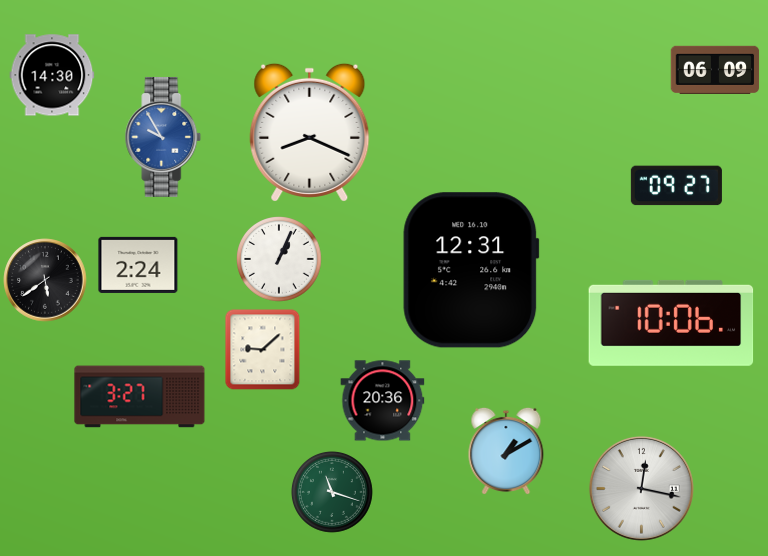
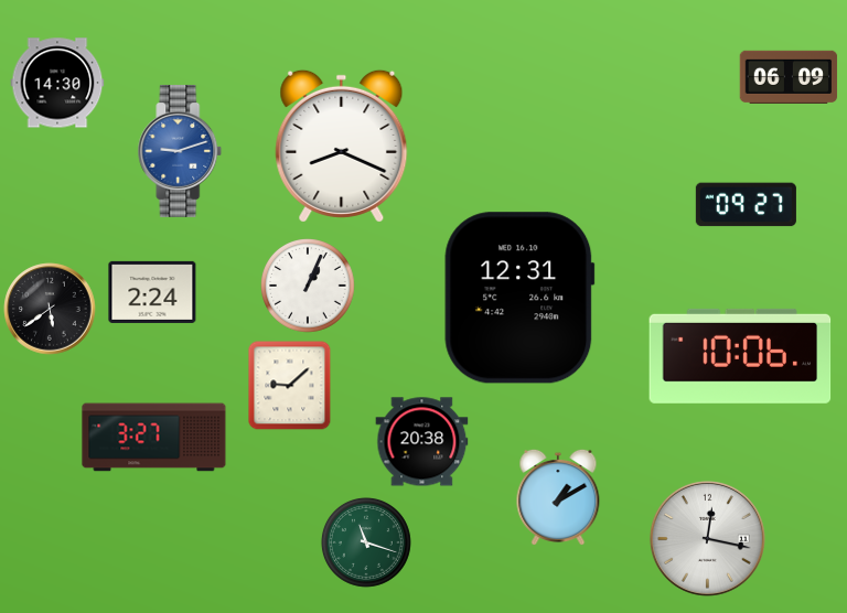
clock at (163, 137): 9:55 -> 9:12
clock at (383, 401): 20:36 -> 20:38
